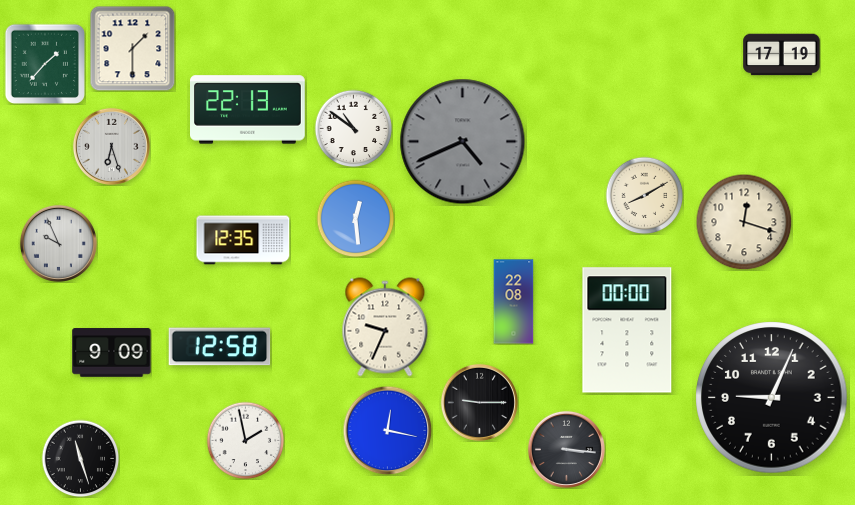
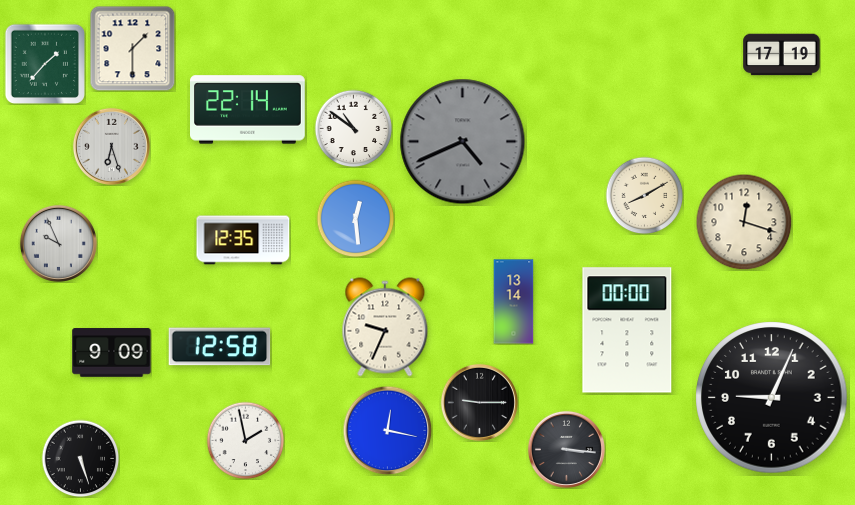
clock at (248, 110): 22:13 -> 22:14
clock at (514, 302): 22:08 -> 13:14
clock at (80, 458): 11:27 -> 5:27
